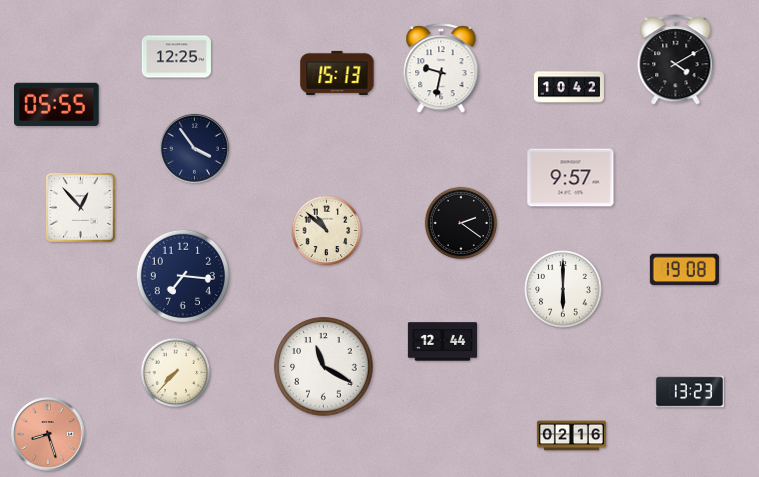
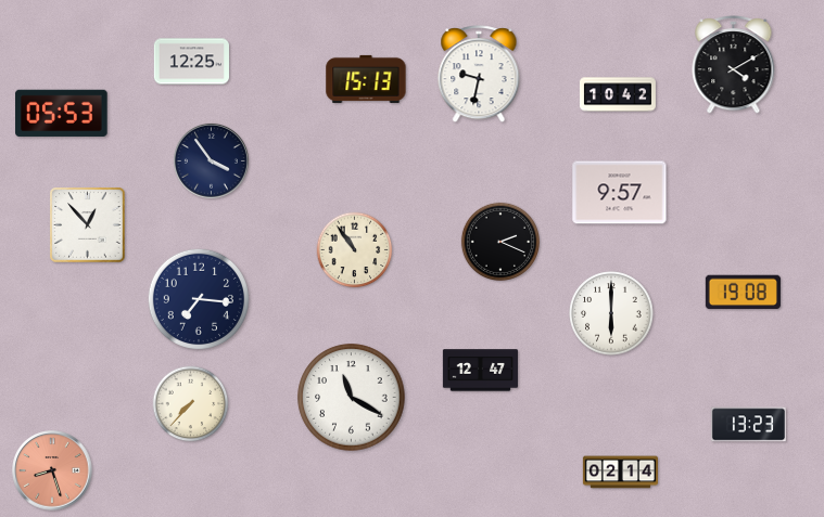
clock at (57, 104): 05:55 -> 05:53
clock at (460, 222): 2:21 -> 2:19
clock at (327, 231): 10:52 -> 10:54
clock at (442, 342): 12:44 -> 12:47
clock at (571, 436): 02:16 -> 02:14
